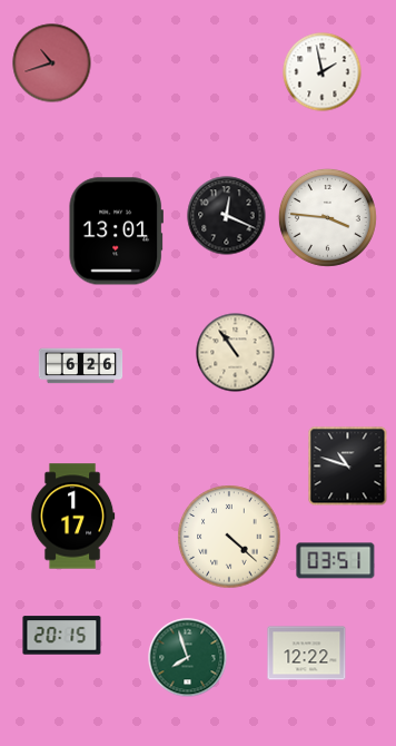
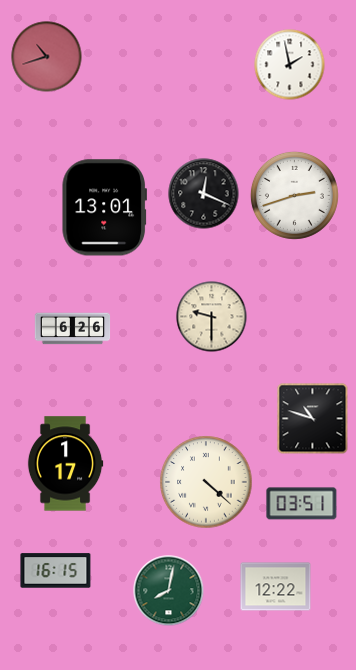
clock at (327, 217): 3:46 -> 2:42
clock at (236, 353): 10:54 -> 9:30
clock at (62, 636): 20:15 -> 16:15
clock at (188, 658): 7:57 -> 8:02
